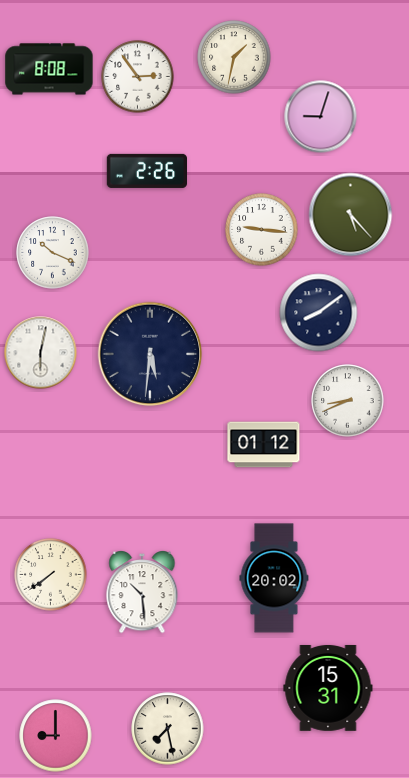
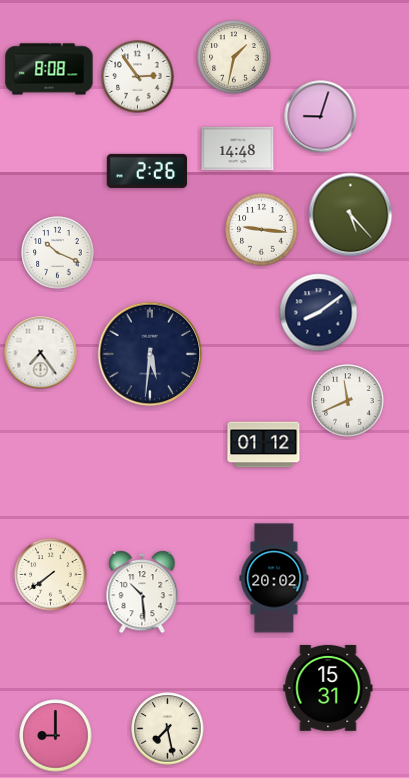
clock at (238, 149): none -> 14:48
clock at (53, 253) position: (53, 253) -> (58, 253)
clock at (41, 353): 6:02 -> 7:24
clock at (348, 401): 8:41 -> 11:41
